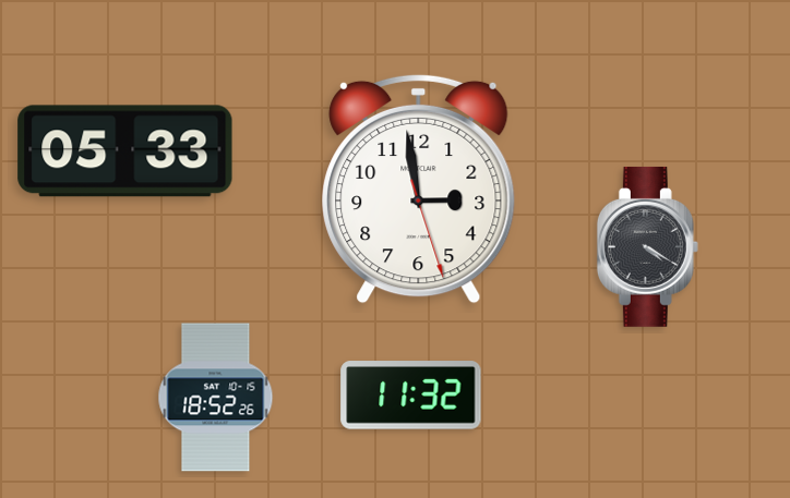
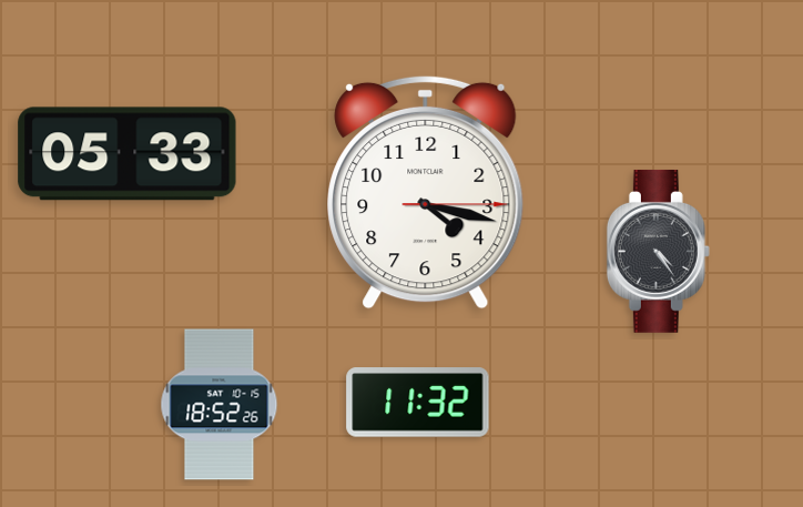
clock at (419, 189): 2:58 -> 4:17
clock at (647, 246): 4:20 -> 4:24
